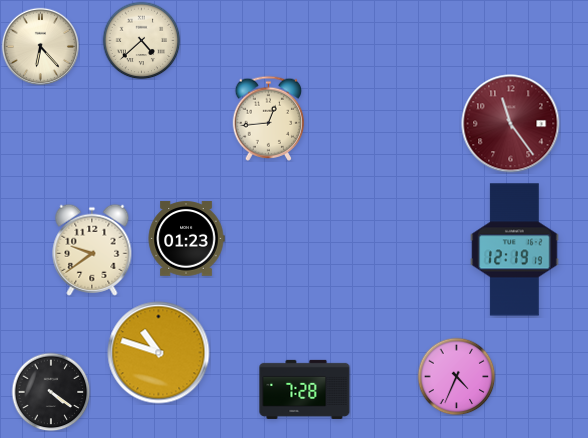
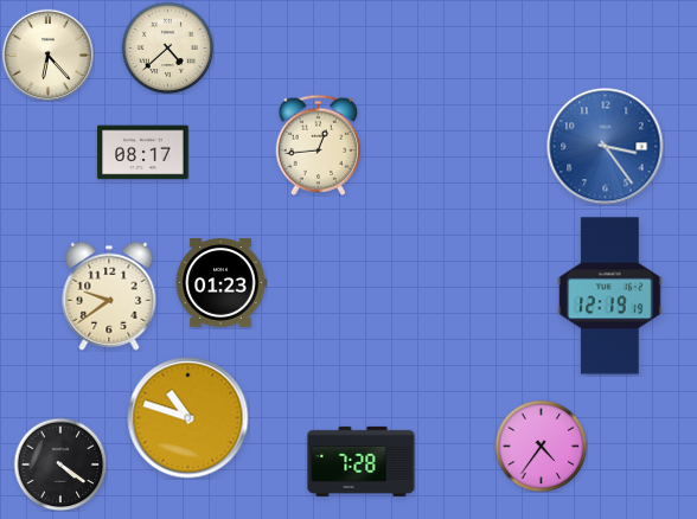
clock at (269, 118) position: (269, 118) -> (319, 145)
clock at (511, 124): 11:24 -> 3:24
clock at (511, 124) dial: burgundy -> blue
clock at (143, 153): none -> 08:17
clock at (456, 376): 4:34 -> 4:36
